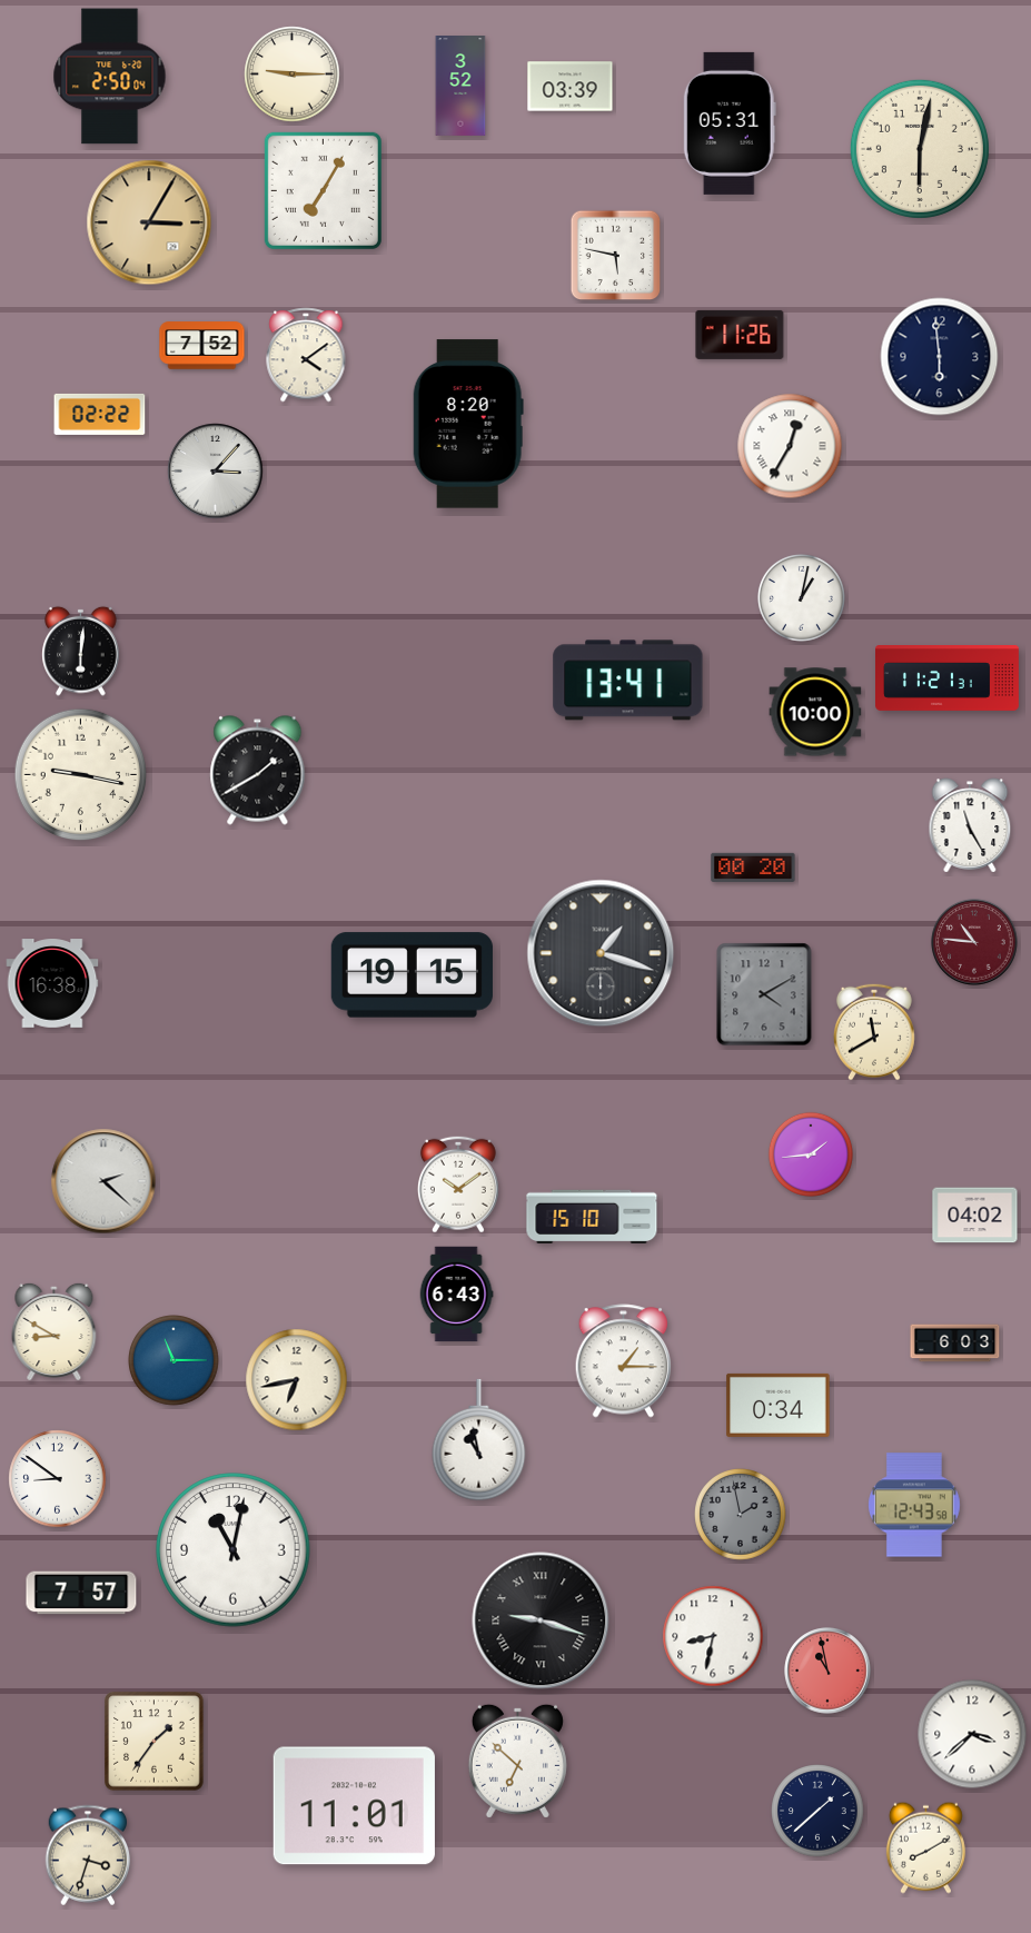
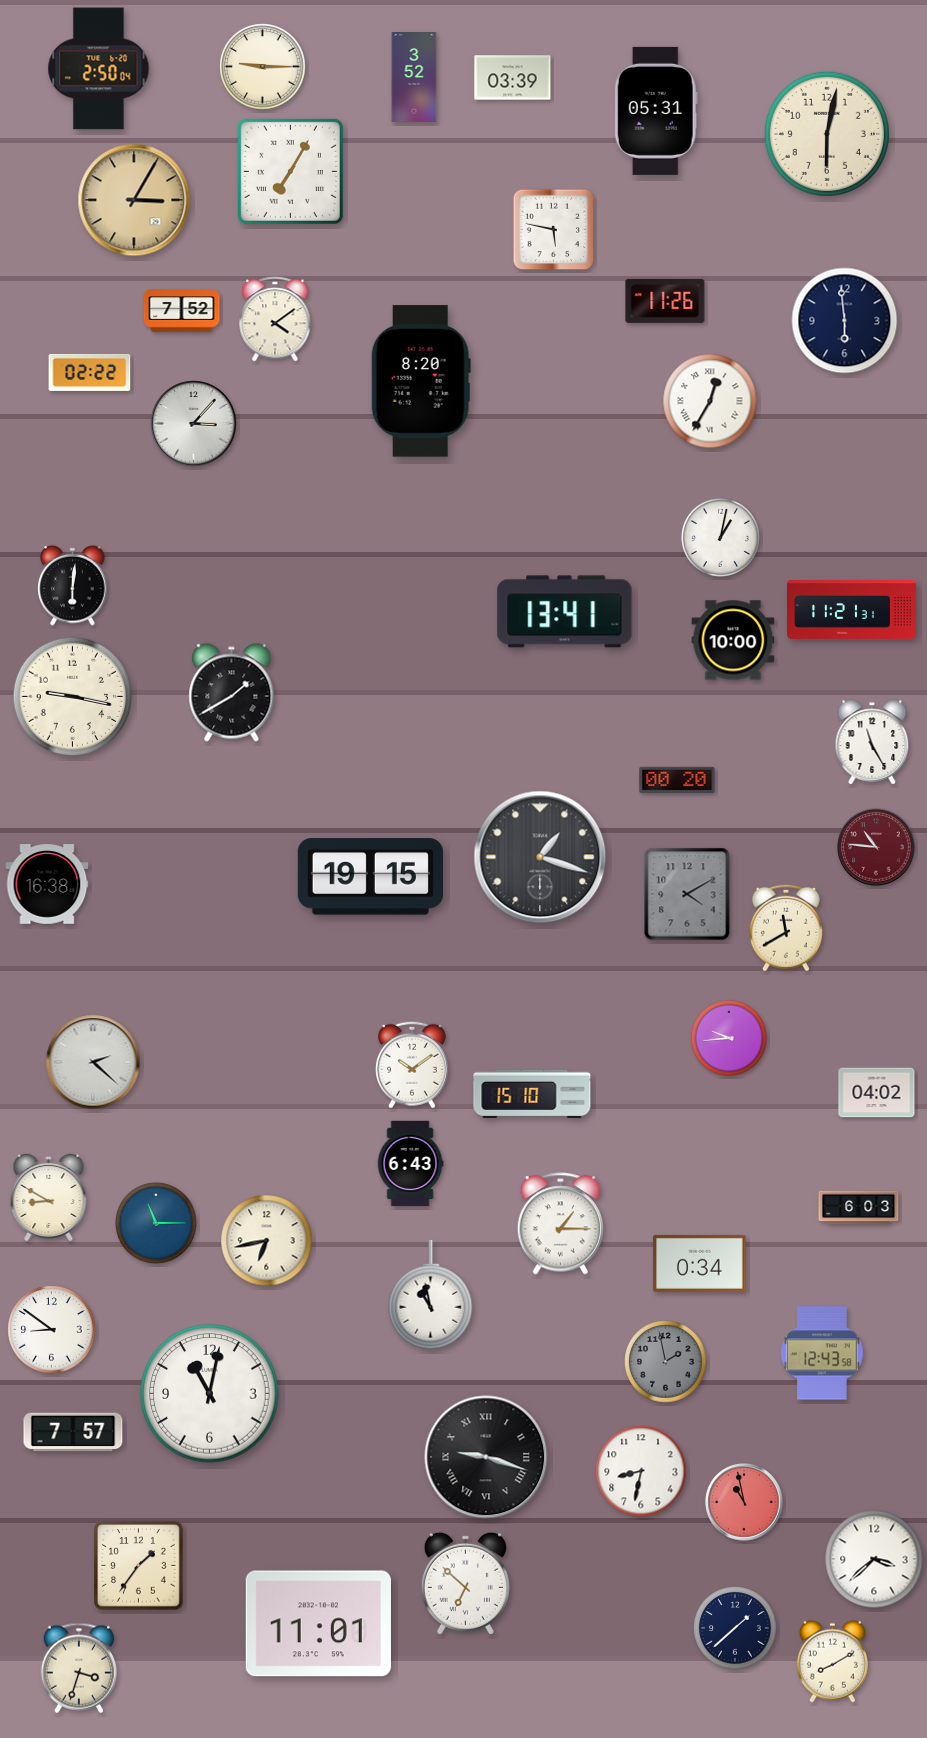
clock at (811, 1154): 1:44 -> 9:44
